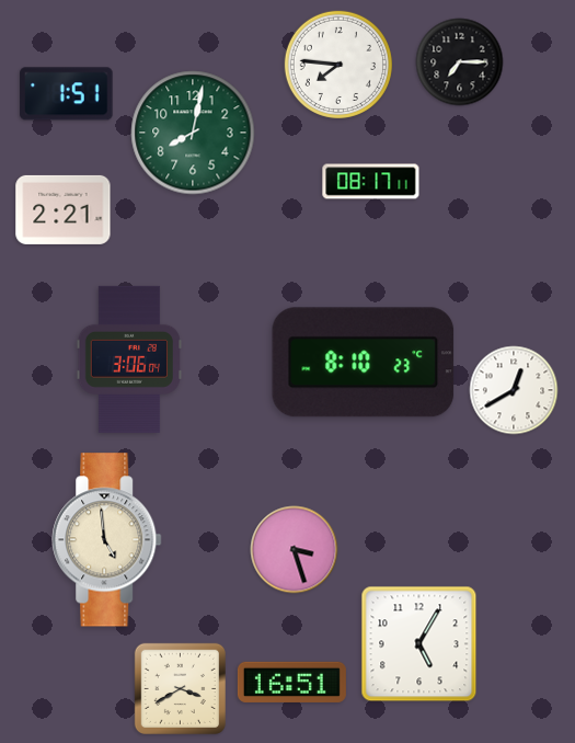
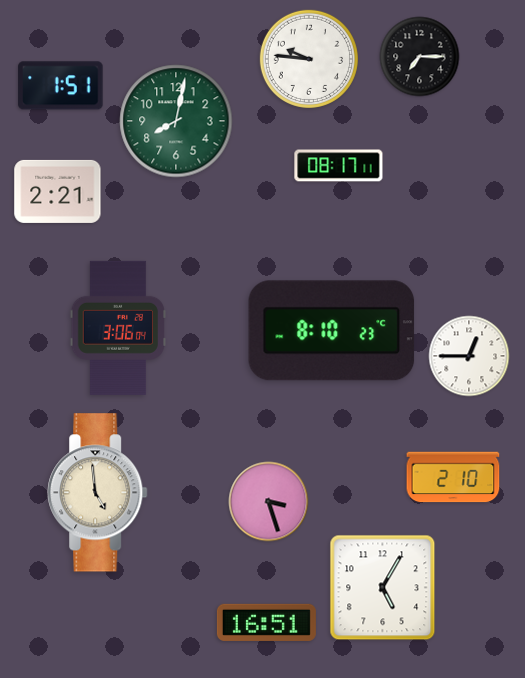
clock at (338, 65): 7:46 -> 9:46
clock at (514, 390): 12:40 -> 12:45
clock at (453, 477): none -> 2:10
clock at (180, 688): 3:40 -> none
